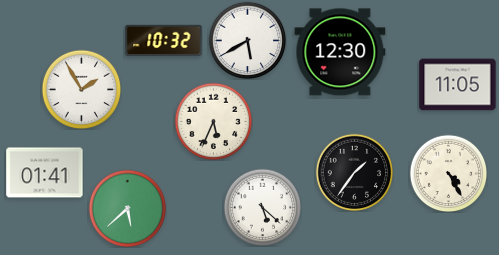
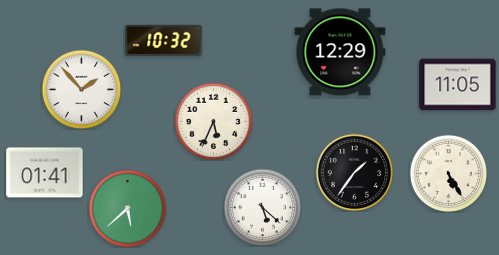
clock at (247, 40): 5:40 -> none
clock at (340, 52): 12:30 -> 12:29
clock at (81, 89): 1:55 -> 1:53
clock at (448, 173): 4:25 -> 5:25
